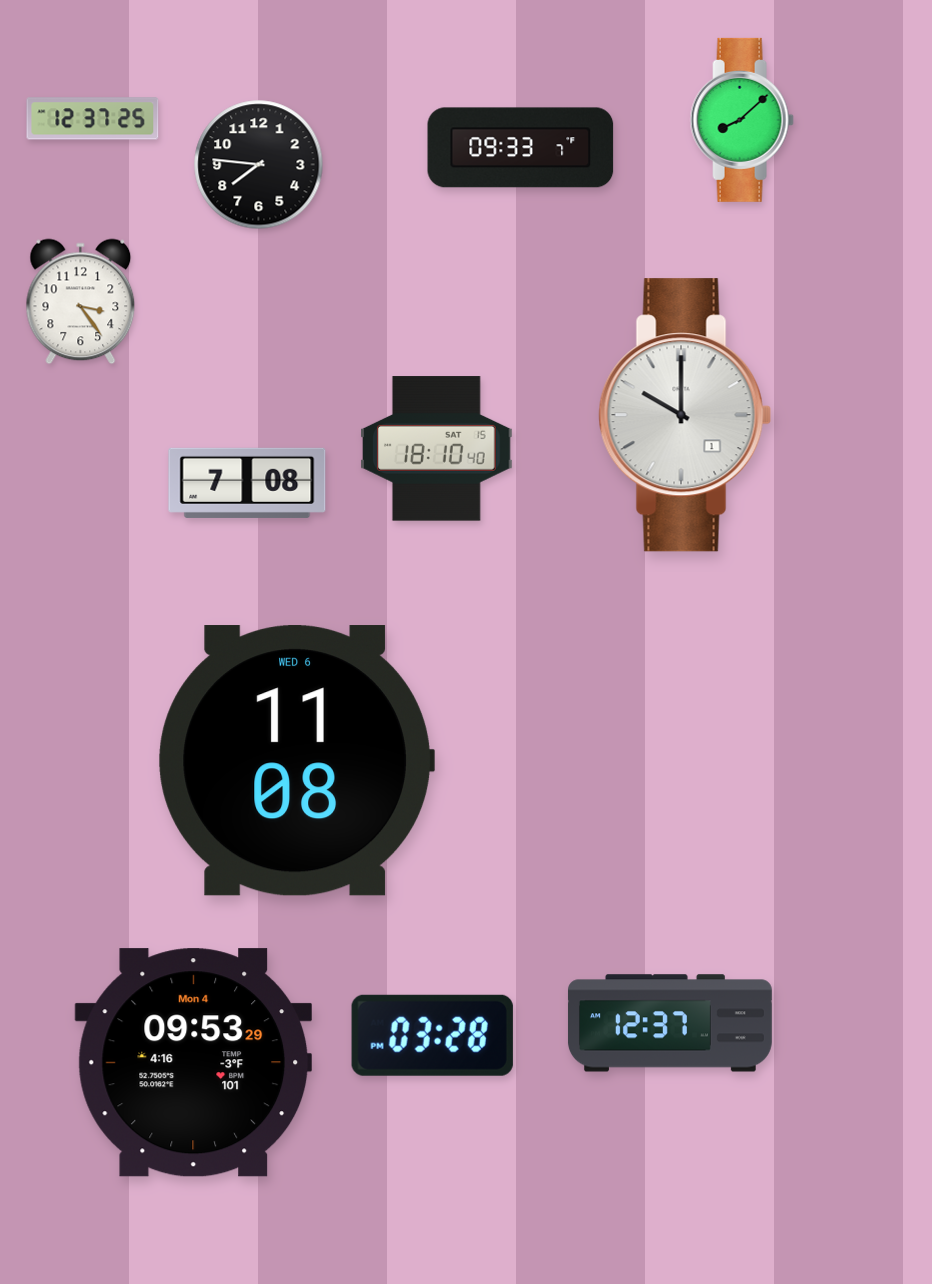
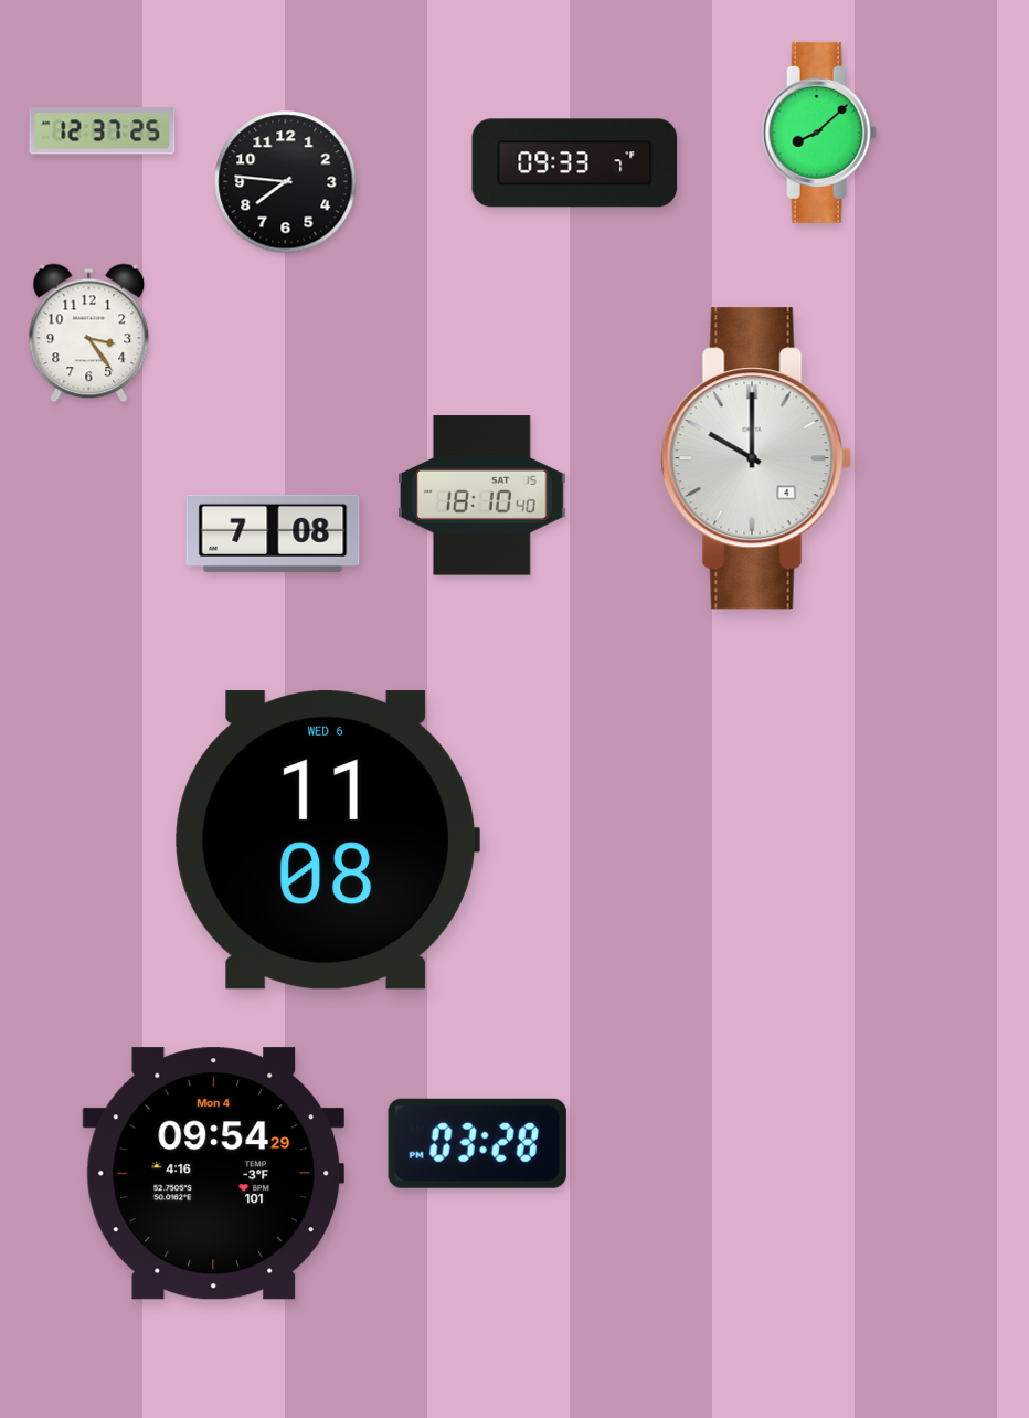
clock at (685, 415) date: 1 -> 4
clock at (670, 1023): 12:37 -> none
clock at (193, 1063): 09:53 -> 09:54
